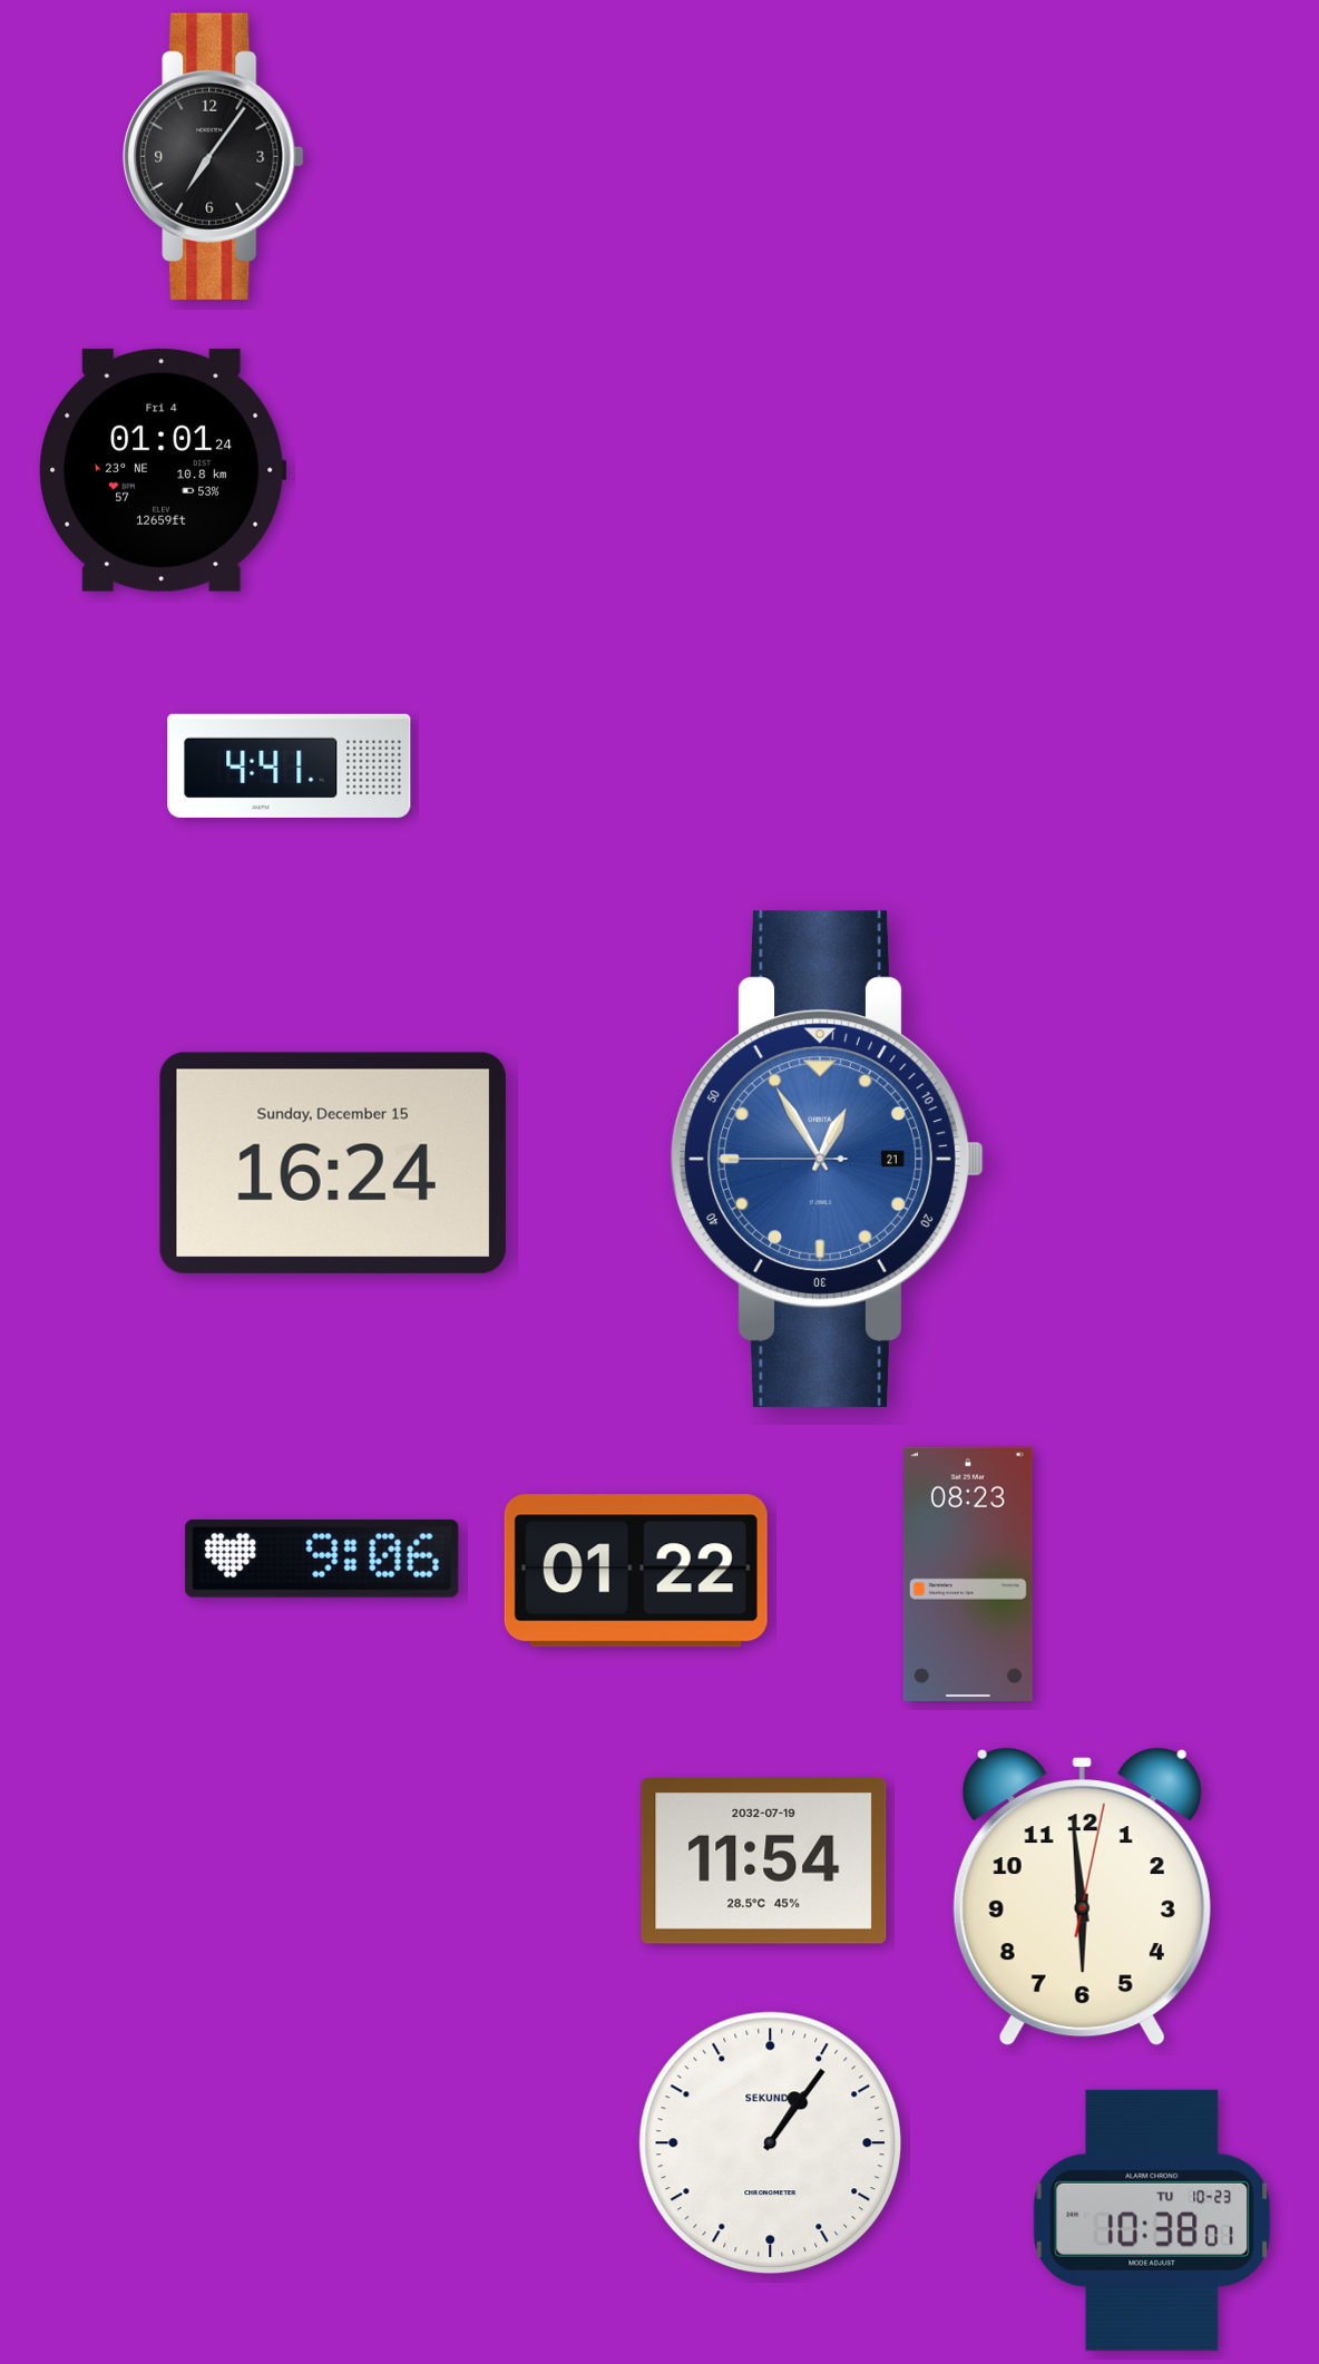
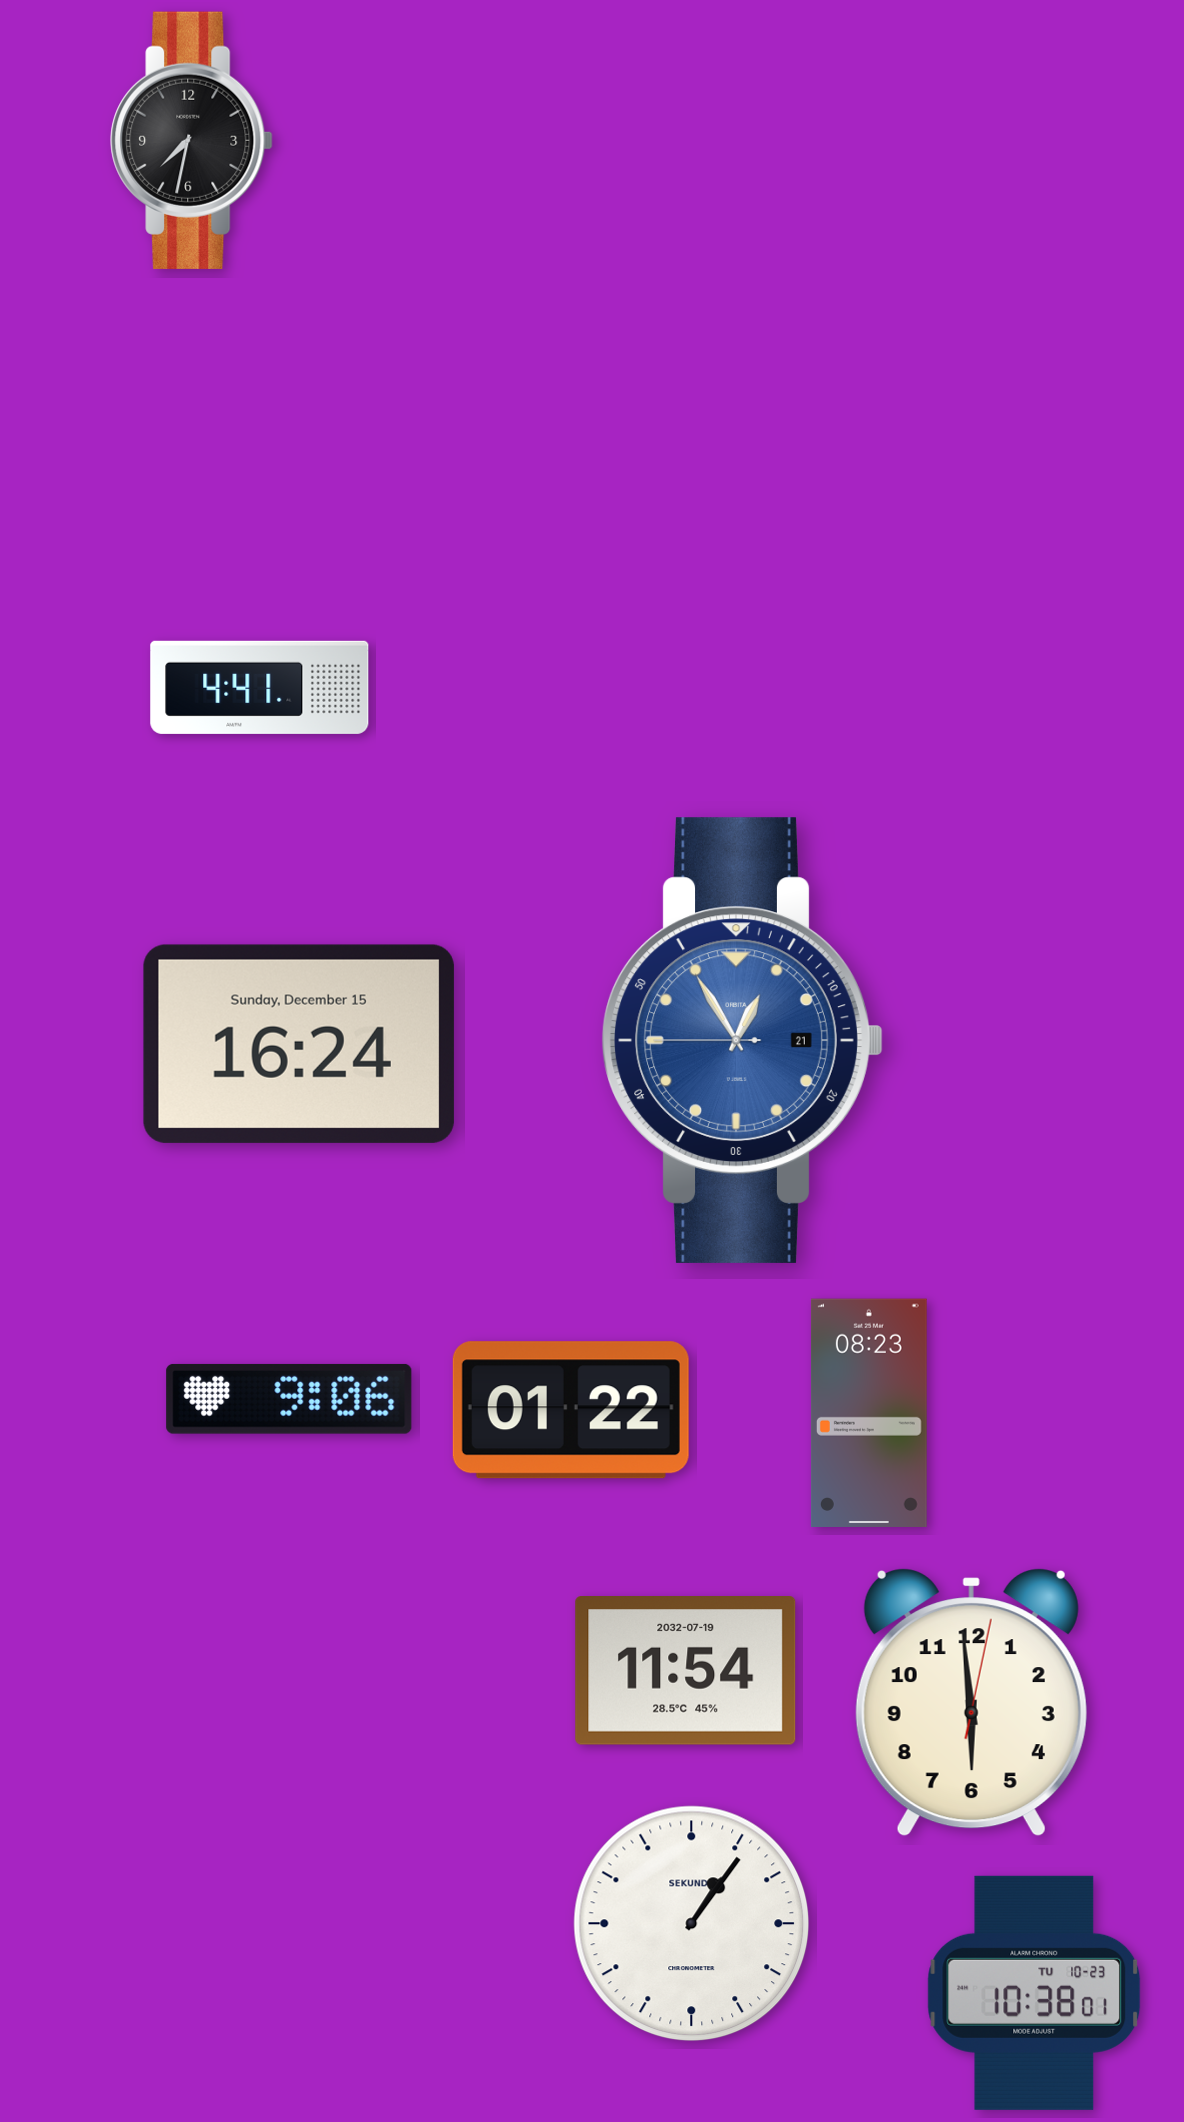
clock at (214, 156): 7:06 -> 7:32
clock at (163, 470): 01:01 -> none
